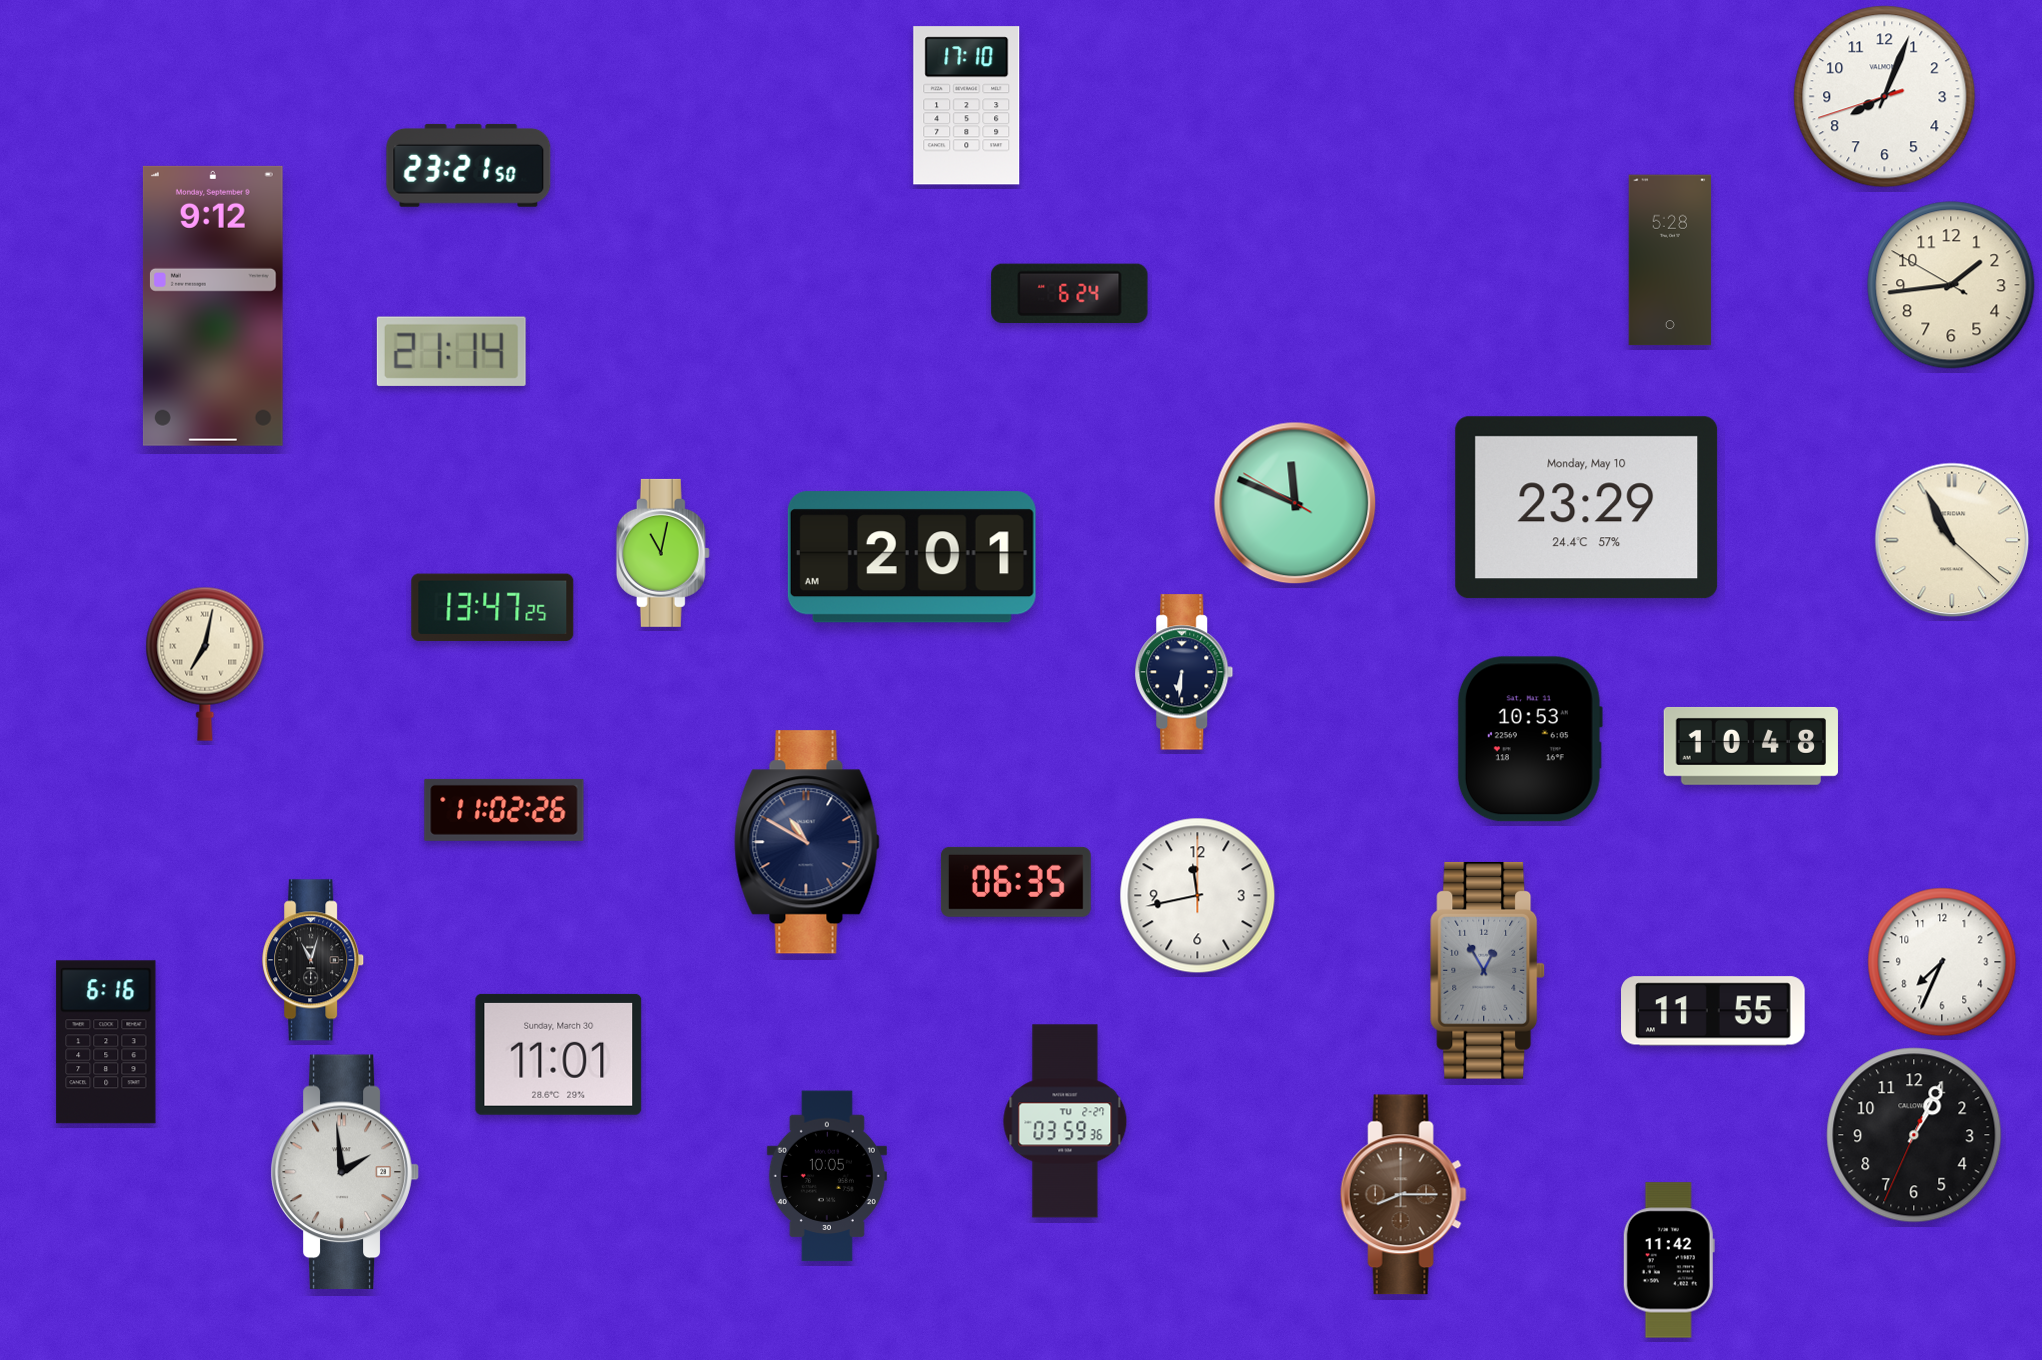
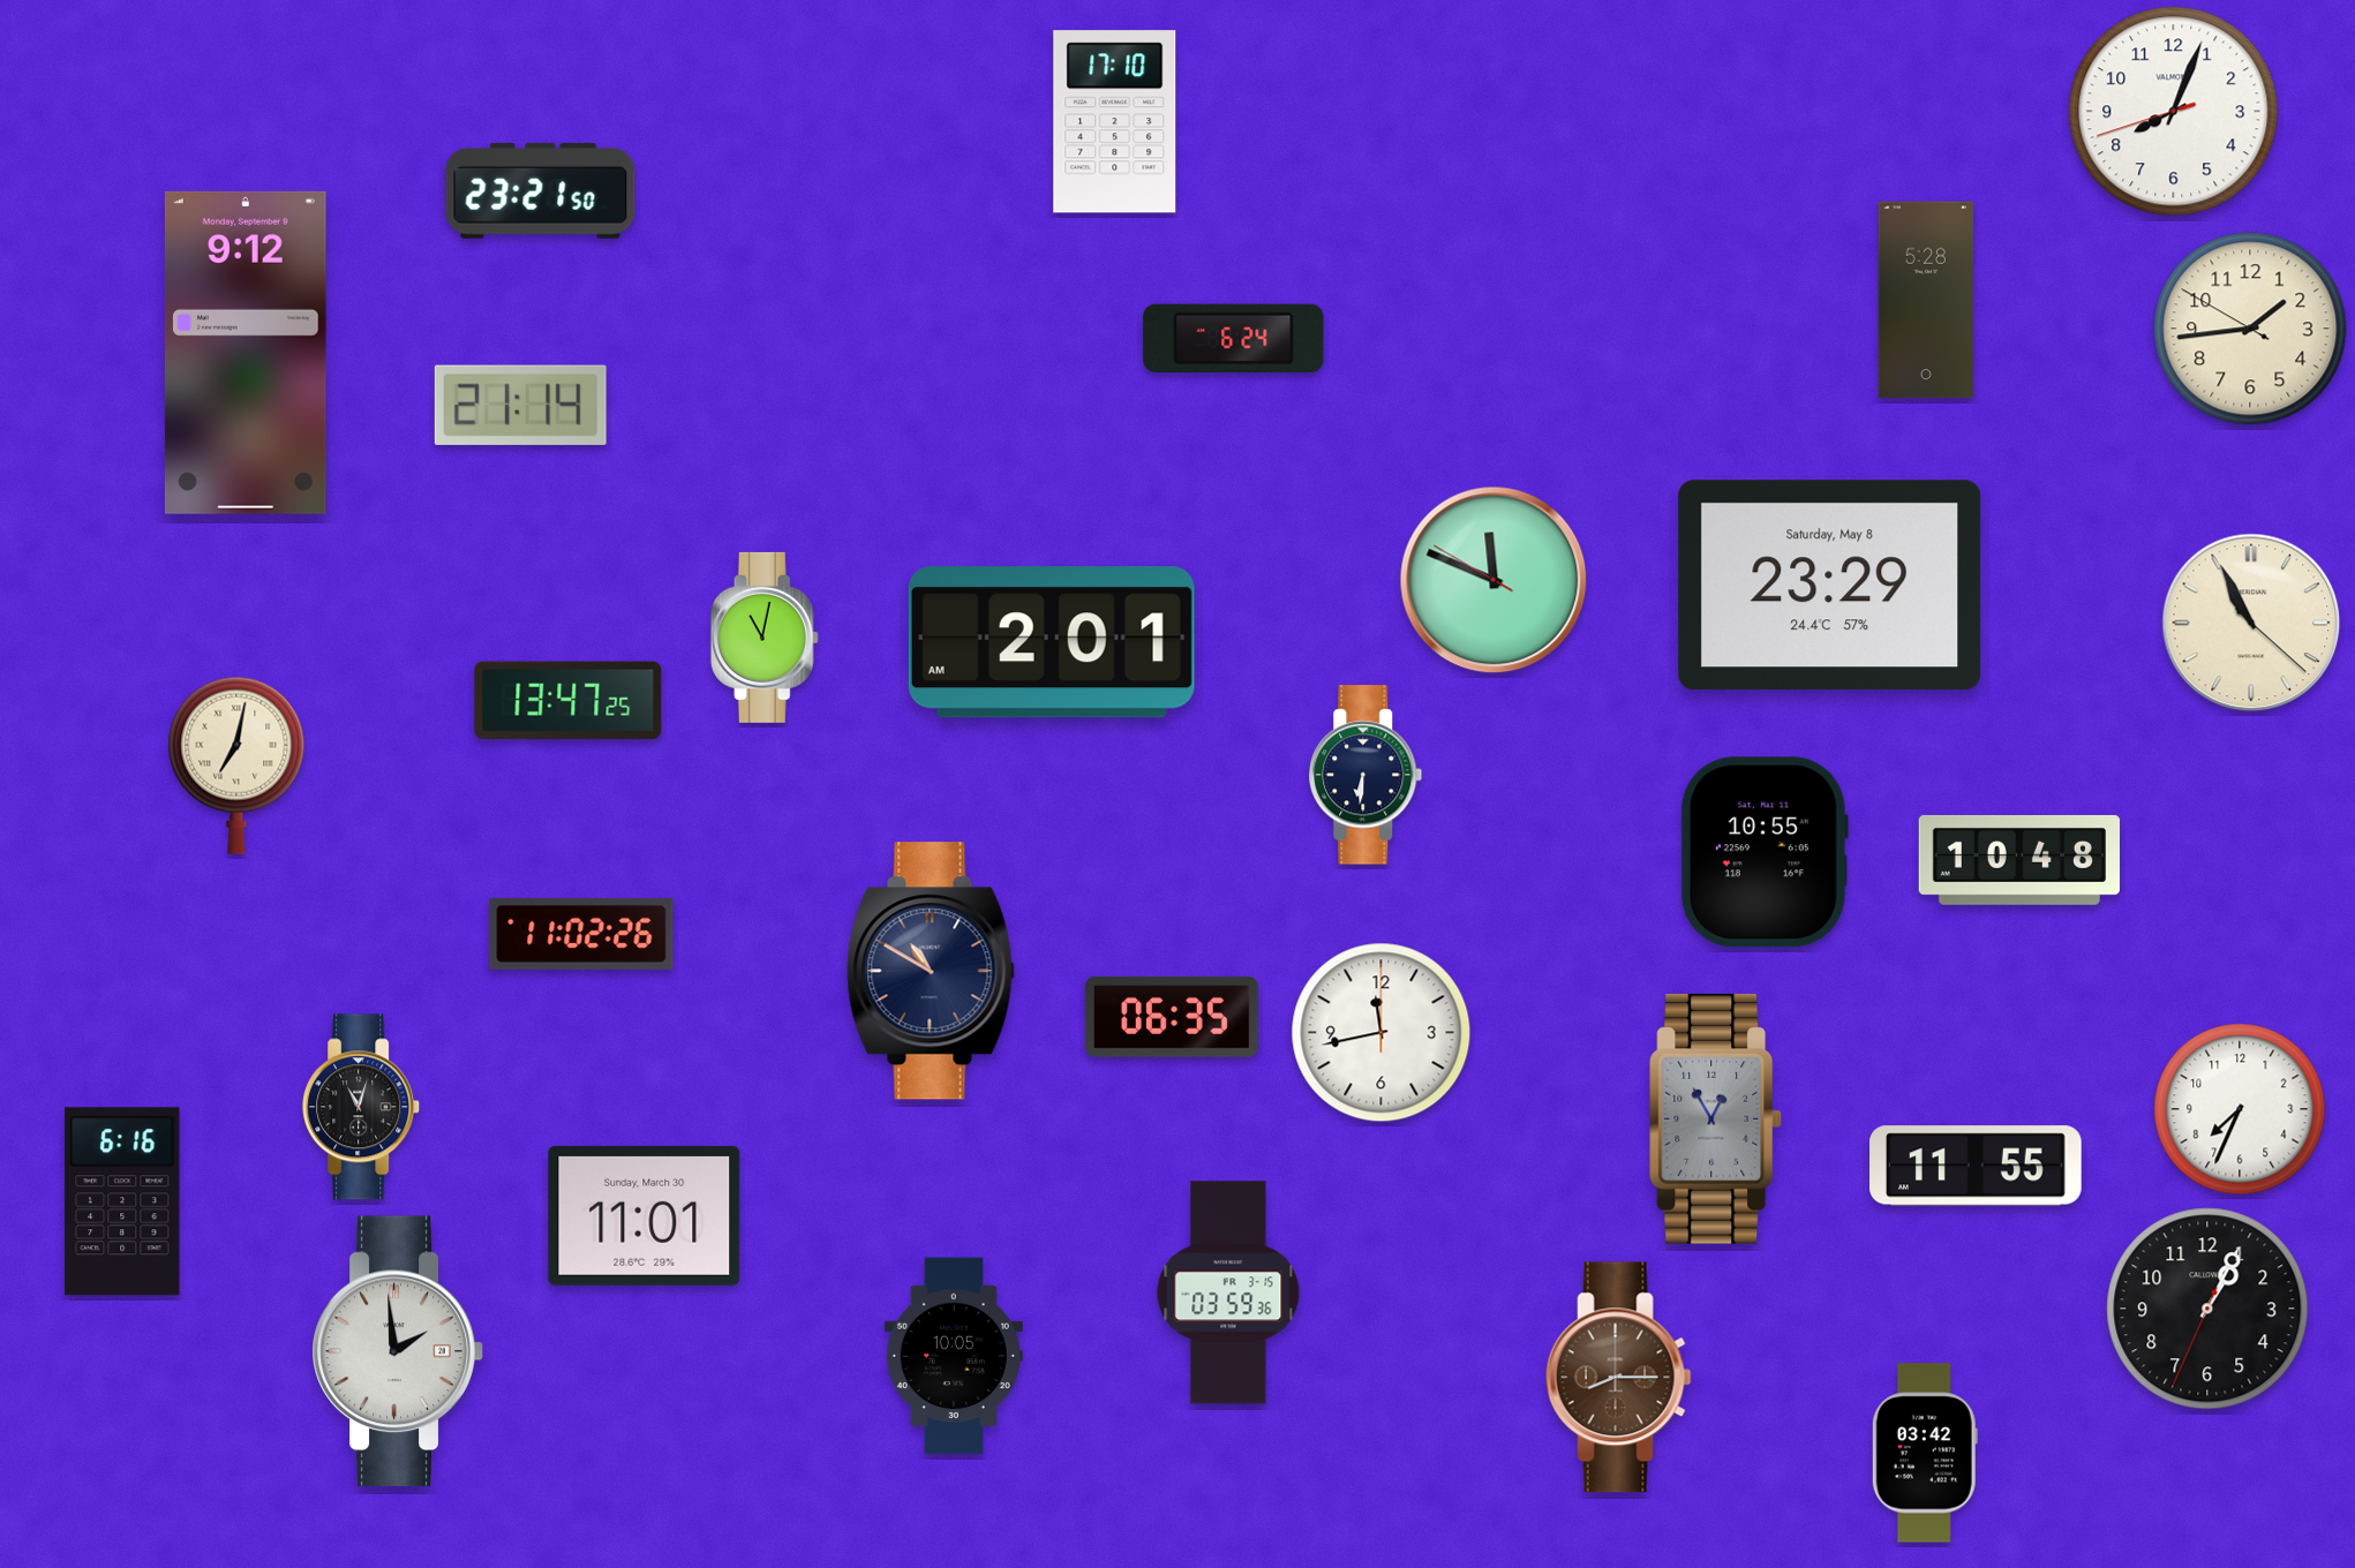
clock at (1587, 508) date: Monday, May 10 -> Saturday, May 8
clock at (1530, 739): 10:53 -> 10:55
clock at (1065, 1121) date: TU 2-27 -> FR 3-15
clock at (1669, 1260): 11:42 -> 03:42
